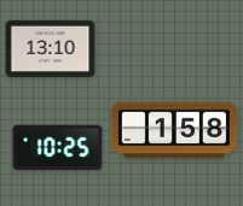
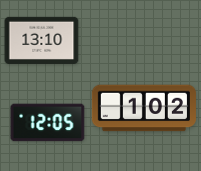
clock at (174, 130): 1:58 -> 1:02
clock at (58, 148): 10:25 -> 12:05
